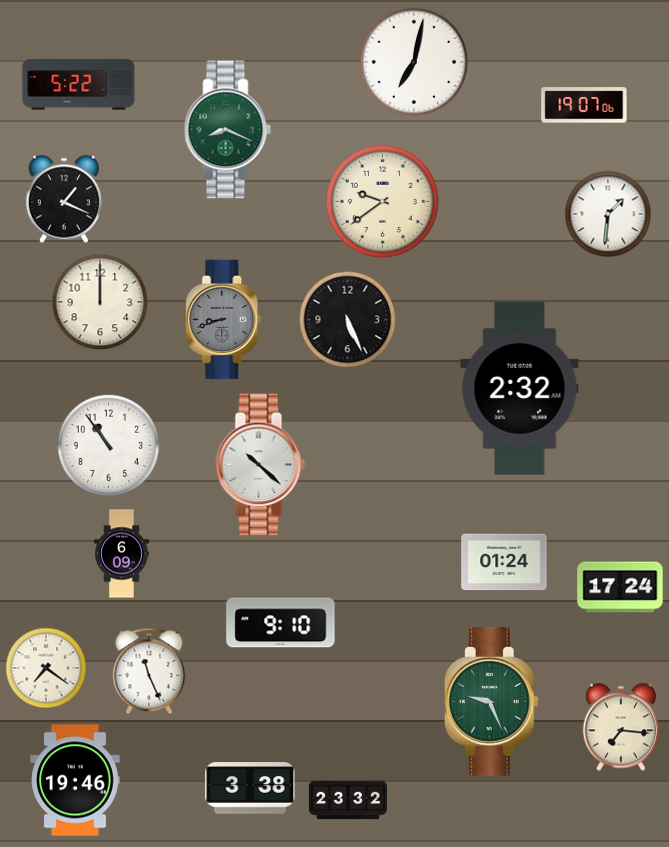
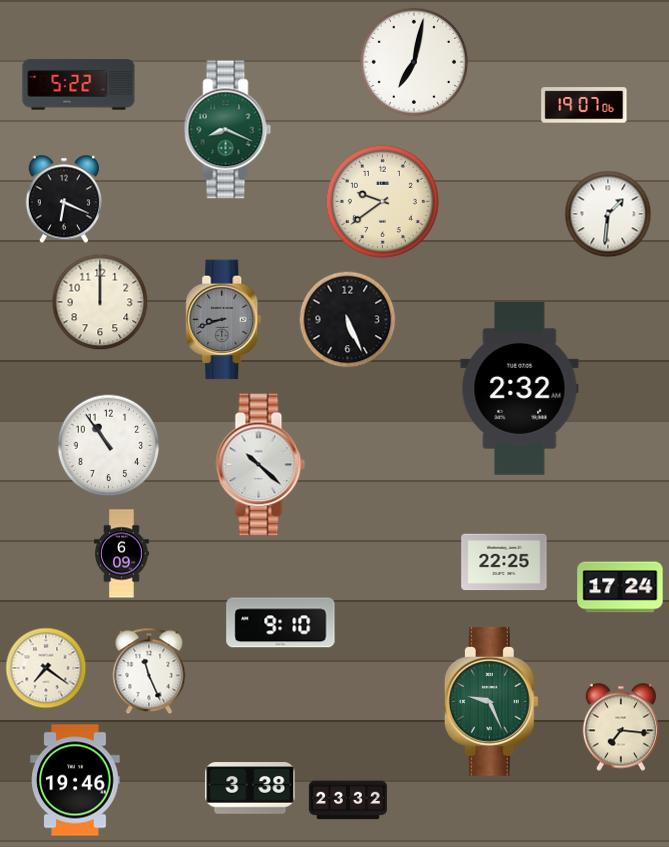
clock at (63, 199): 1:19 -> 6:19
clock at (504, 562): 01:24 -> 22:25
